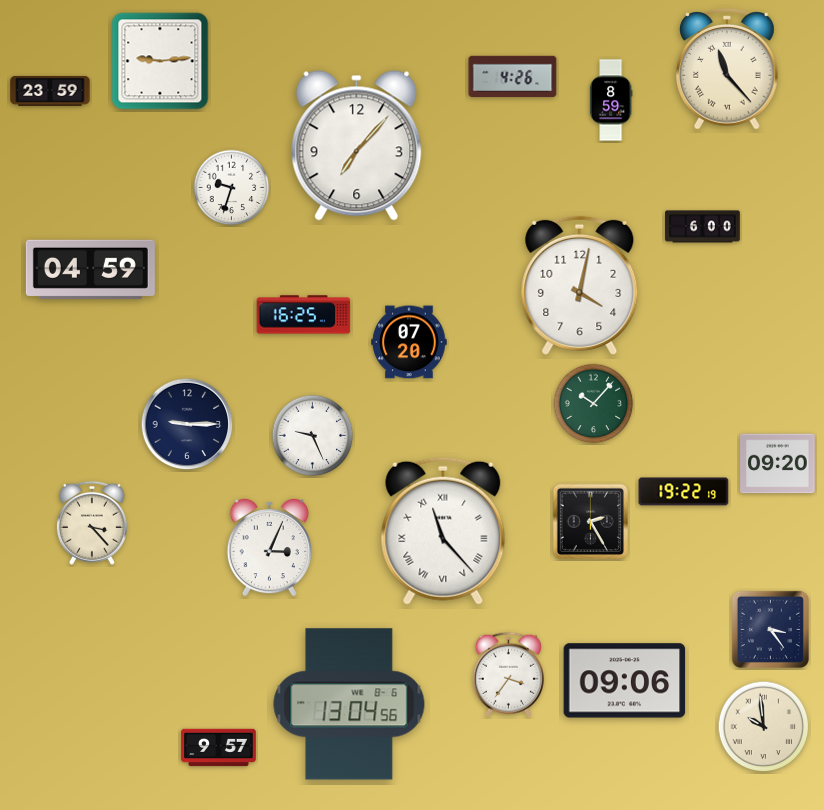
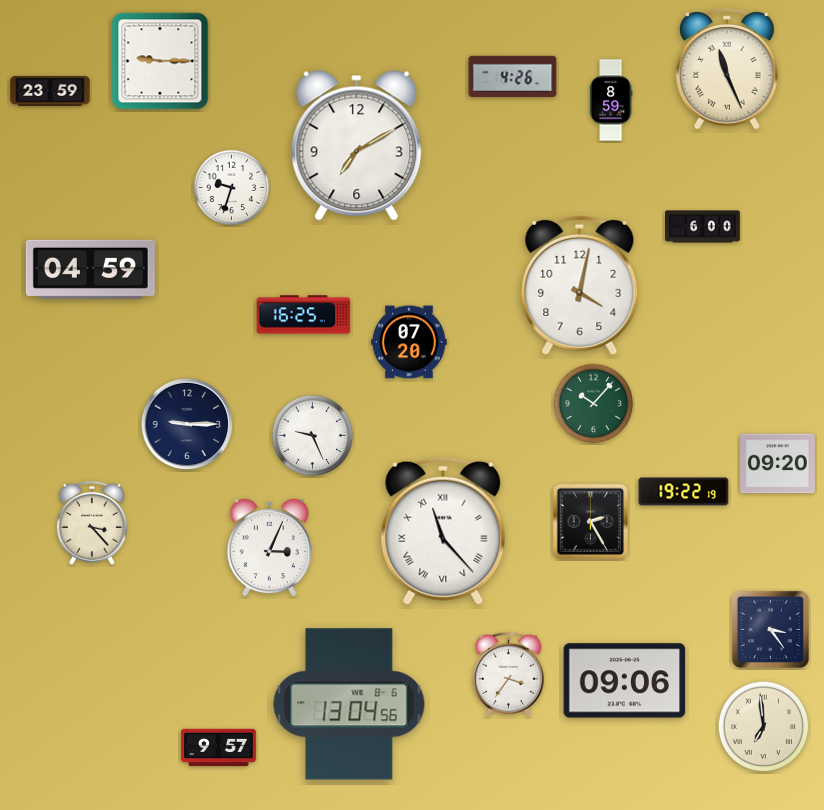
clock at (160, 61): 9:14 -> 9:15
clock at (728, 69): 11:23 -> 11:26
clock at (357, 146): 7:07 -> 7:10
clock at (764, 727): 9:59 -> 6:59
